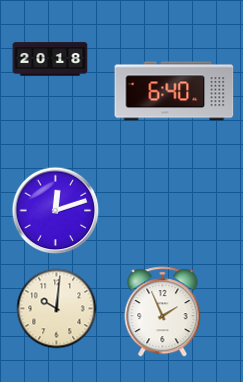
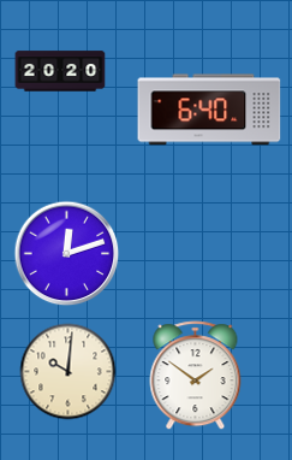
clock at (50, 59): 20:18 -> 20:20
clock at (163, 312): 1:56 -> 1:51
